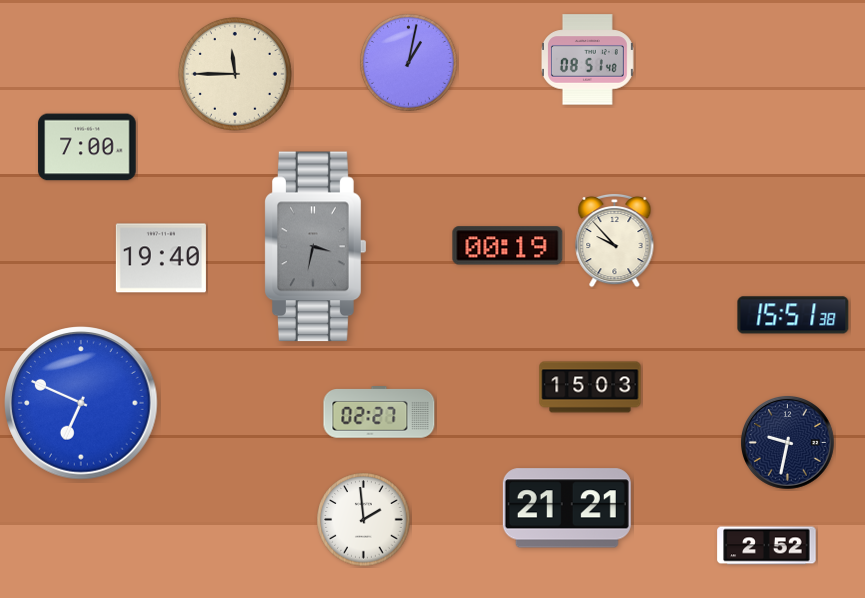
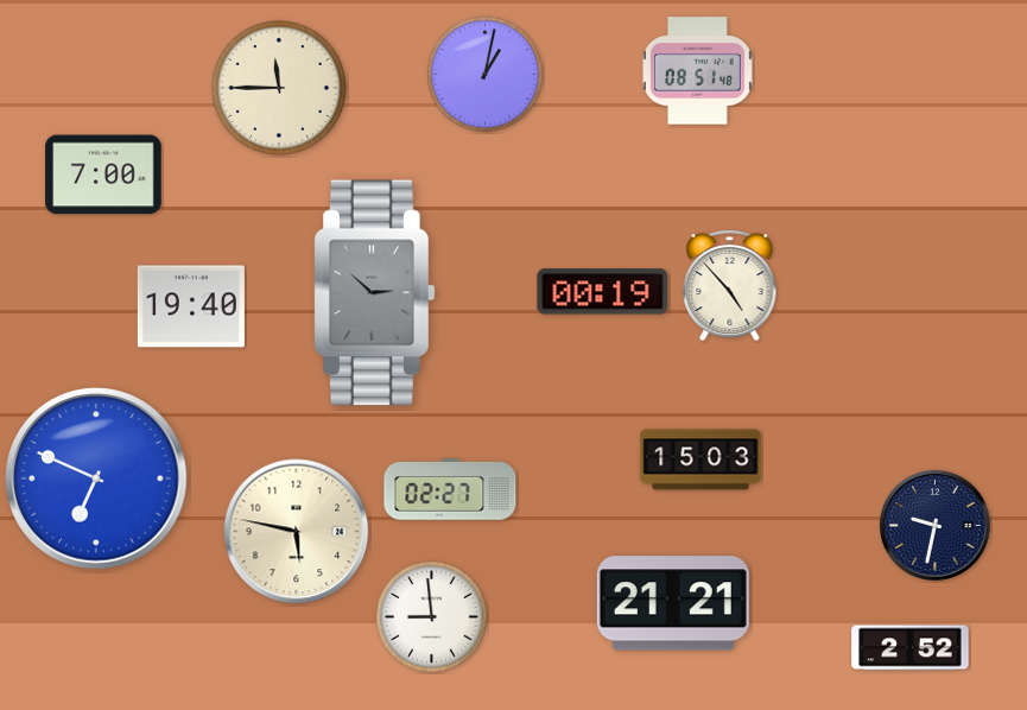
clock at (615, 240): 9:53 -> 4:53
clock at (316, 247): 3:32 -> 2:52
clock at (793, 315): 15:51 -> none
clock at (297, 532): none -> 5:47
clock at (364, 520): 1:59 -> 8:59
